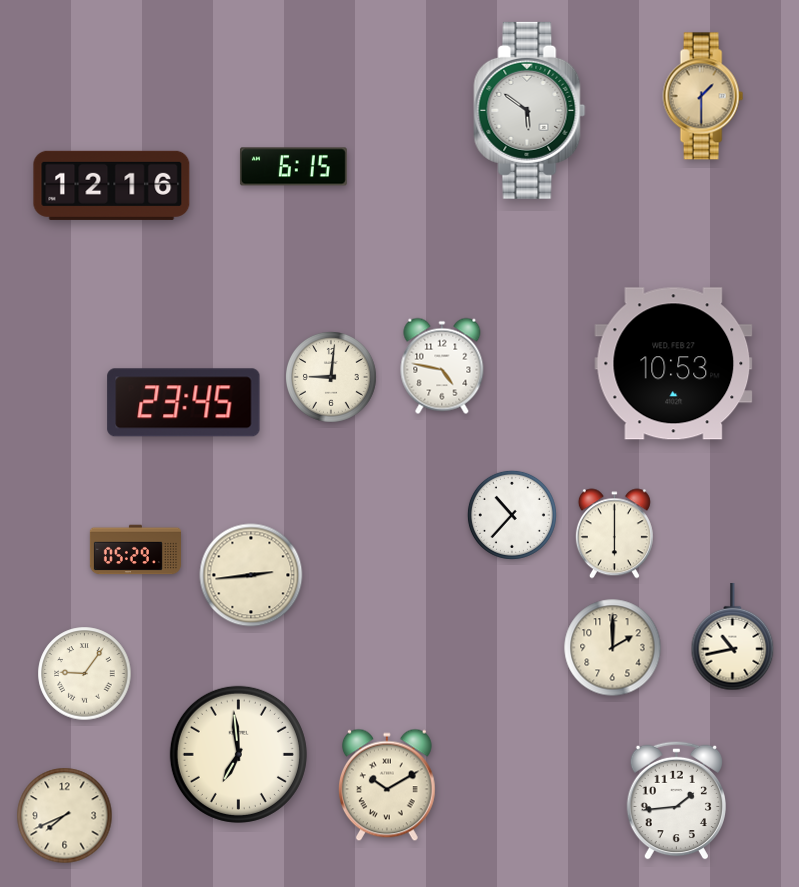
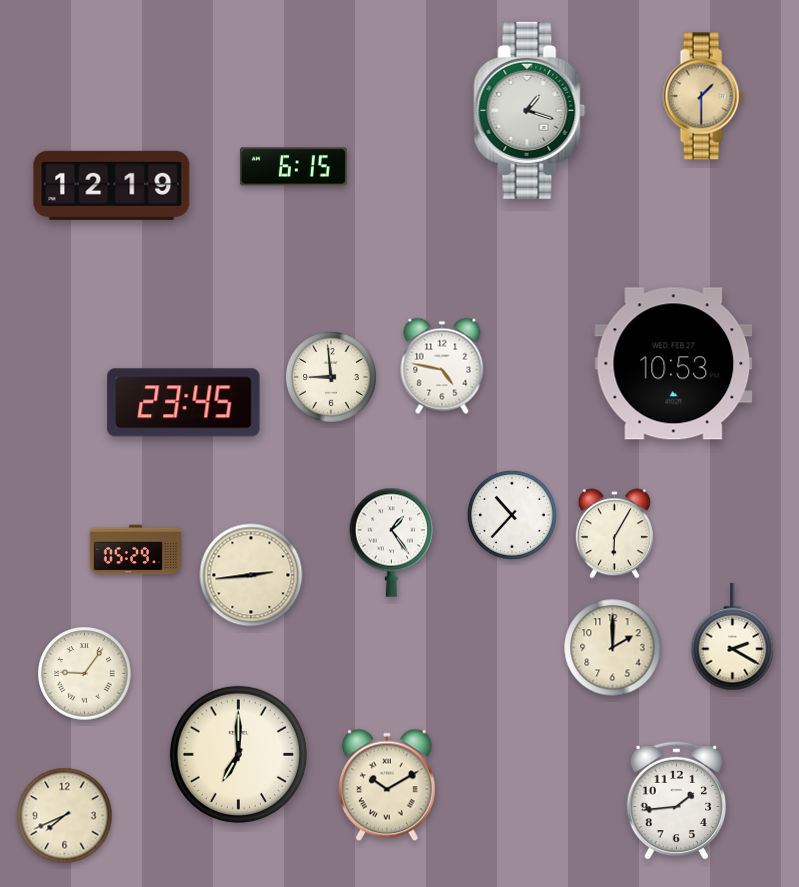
clock at (530, 110): 5:51 -> 1:18
clock at (112, 185): 12:16 -> 12:19
clock at (332, 378): 9:01 -> 8:59
clock at (614, 534): 6:00 -> 6:05
clock at (392, 542): none -> 1:24
clock at (733, 637): 10:43 -> 2:20
clock at (238, 754): 6:59 -> 7:00
